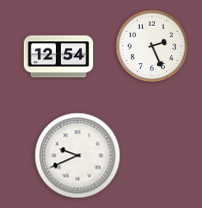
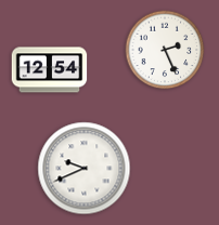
clock at (59, 57) position: (59, 57) -> (50, 70)
